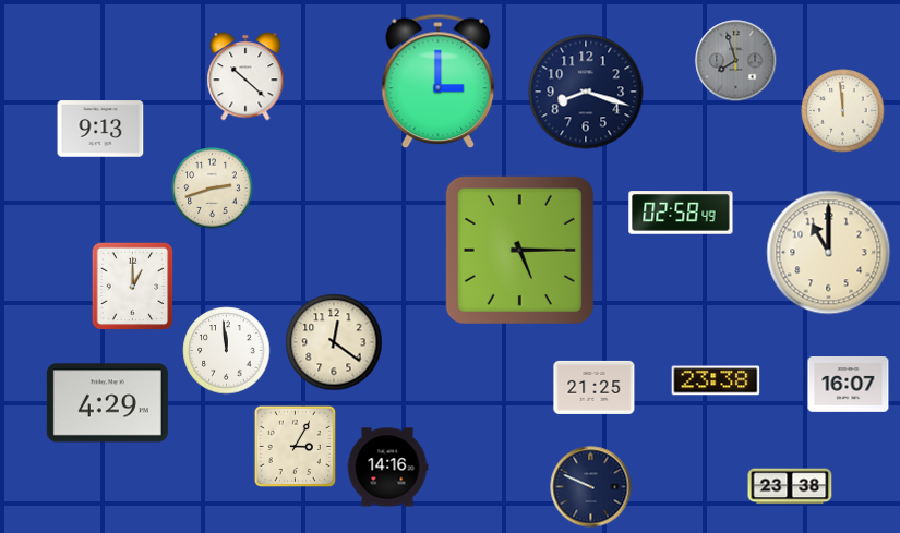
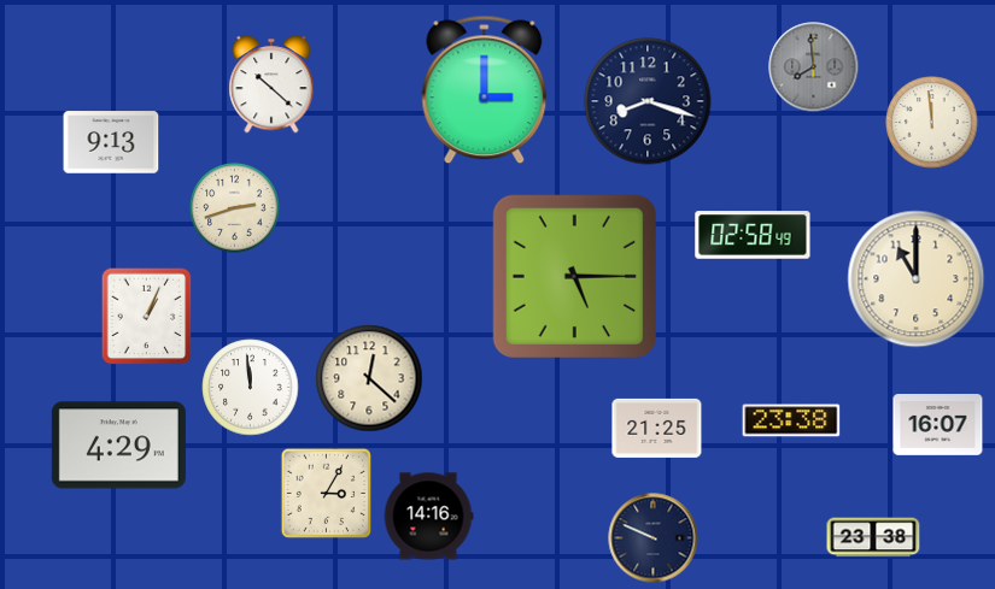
clock at (736, 61): 7:57 -> 7:59
clock at (133, 287): 1:00 -> 1:04
clock at (334, 342): 12:21 -> 12:22
